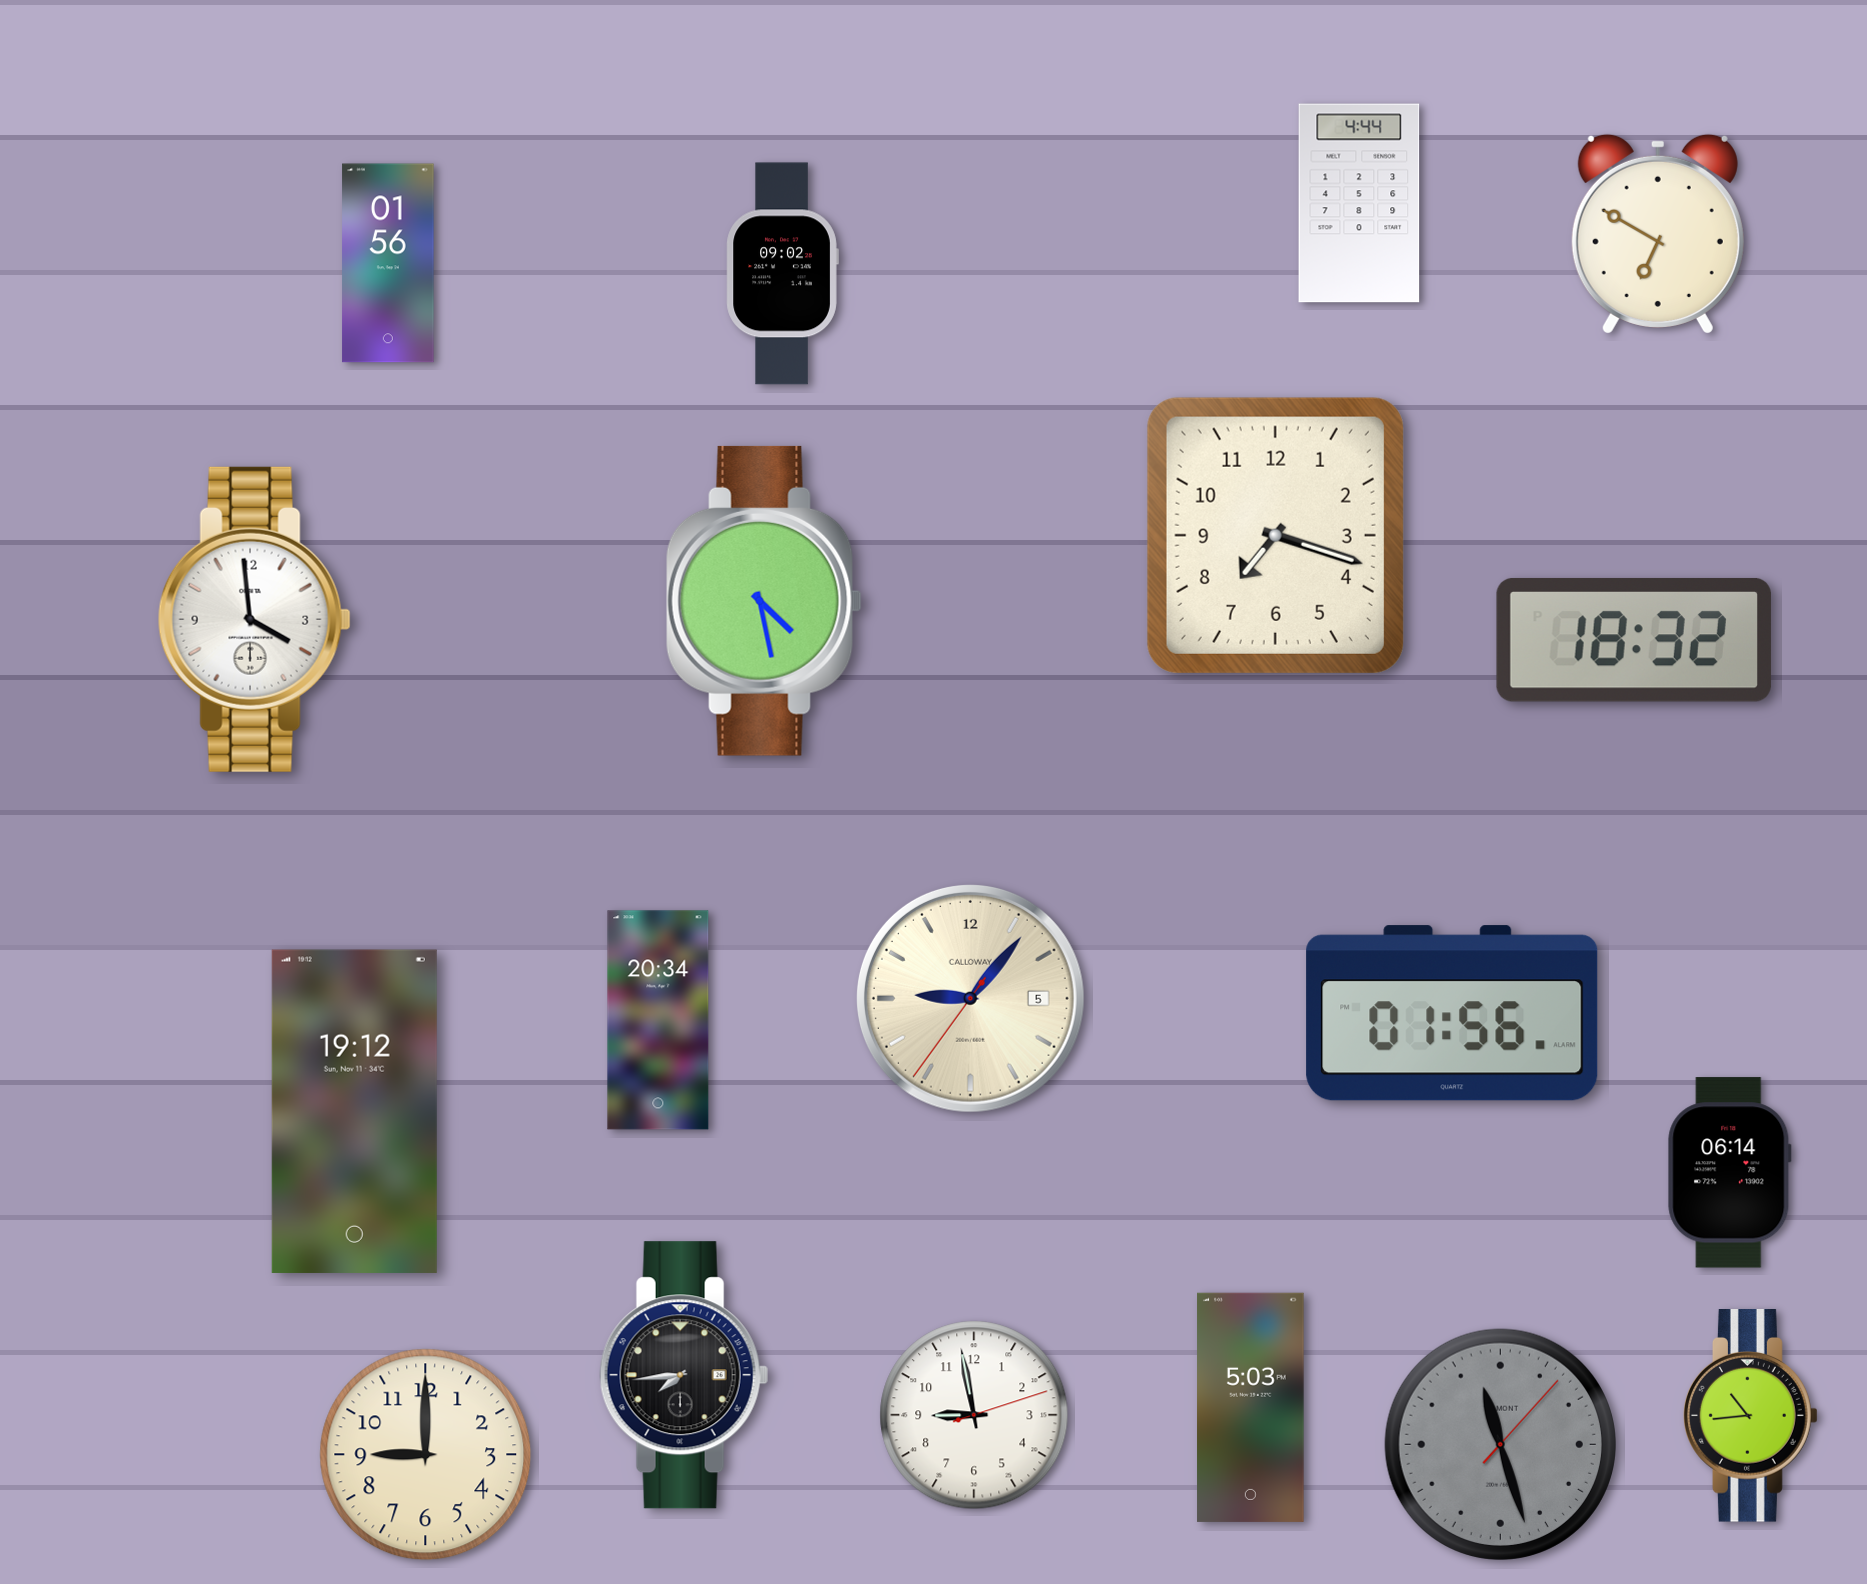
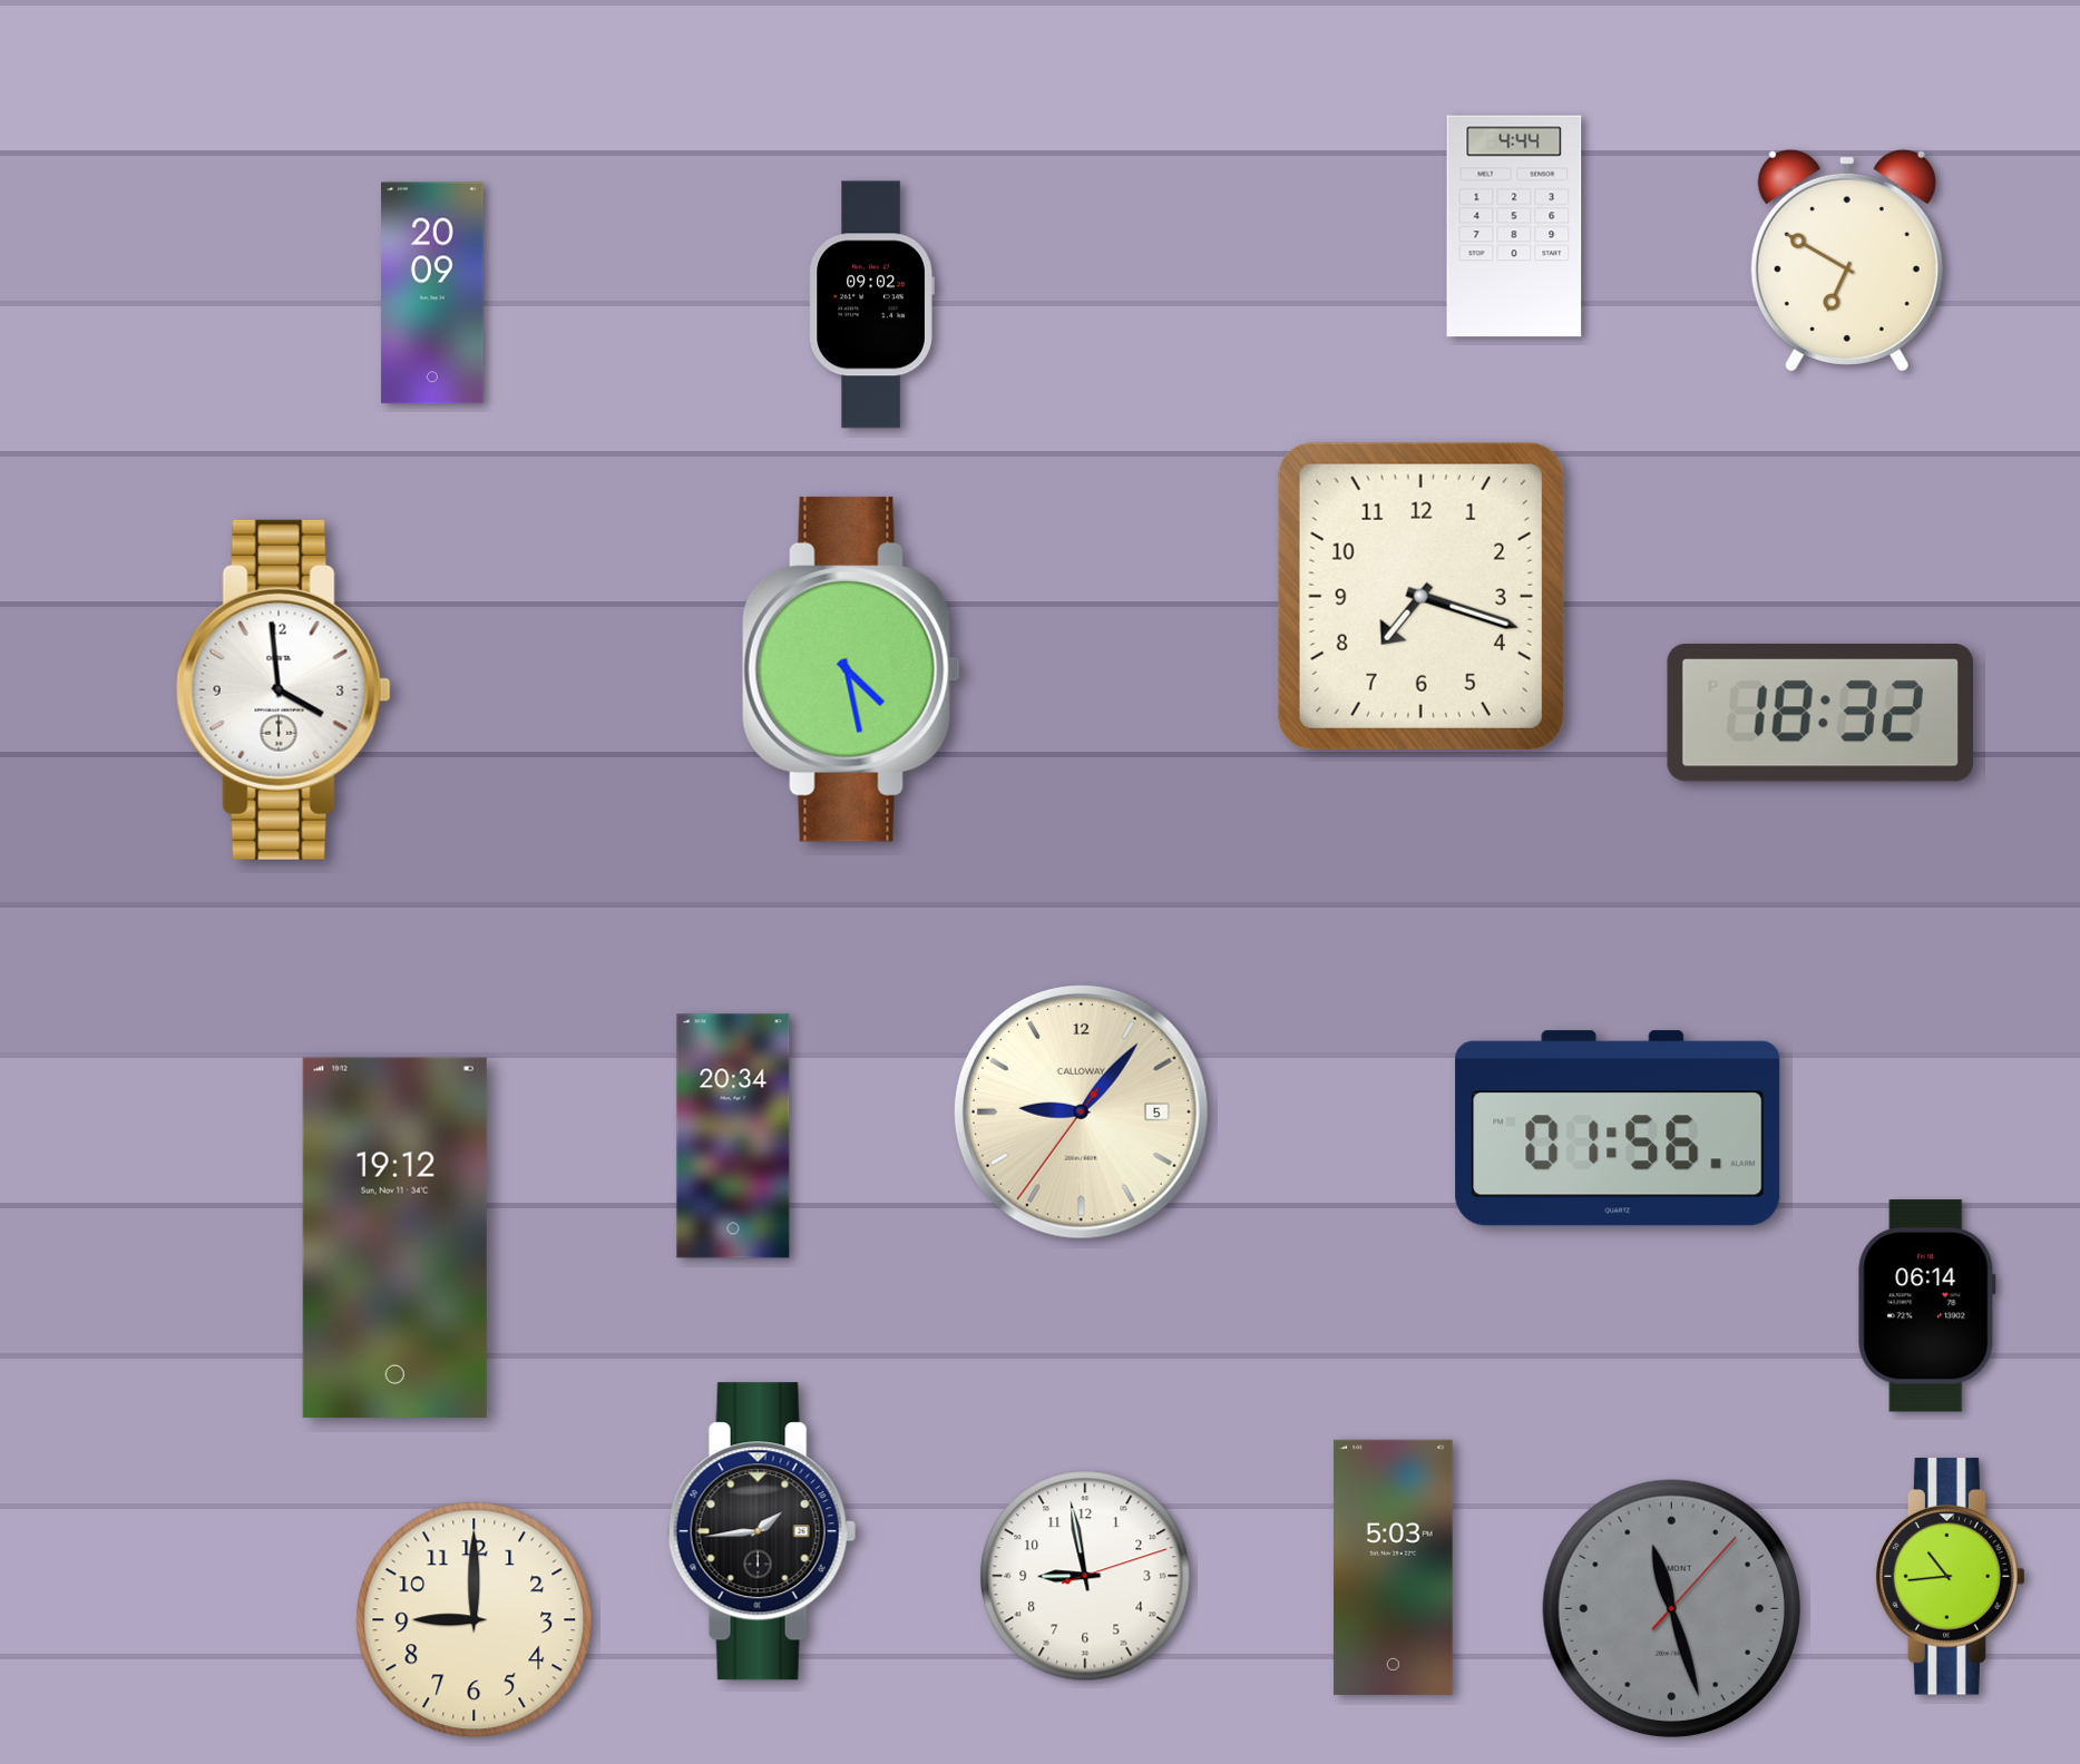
clock at (388, 263): 01:56 -> 20:09
clock at (684, 1375): 7:44 -> 1:44
